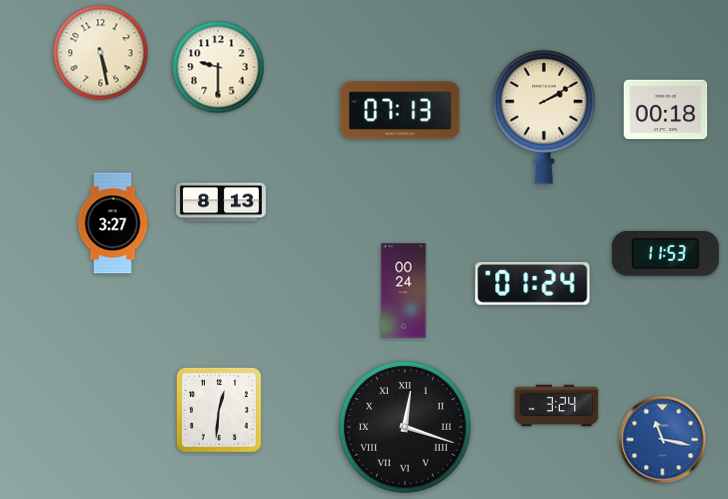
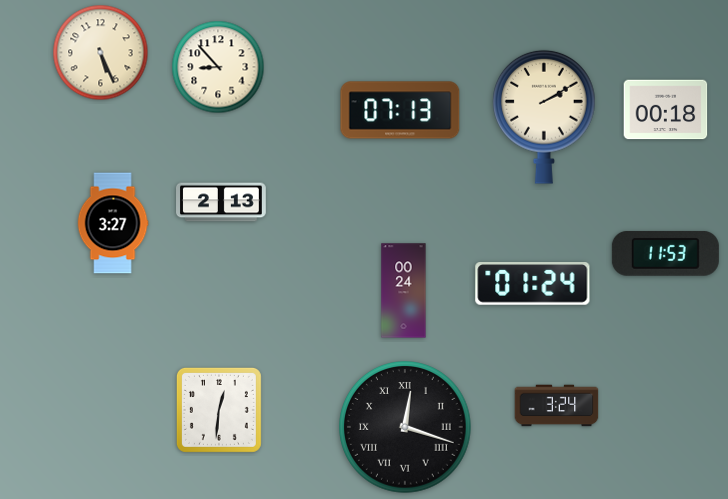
clock at (101, 53): 5:28 -> 5:26
clock at (218, 67): 9:30 -> 8:53
clock at (222, 202): 8:13 -> 2:13
clock at (663, 440): 11:17 -> none
